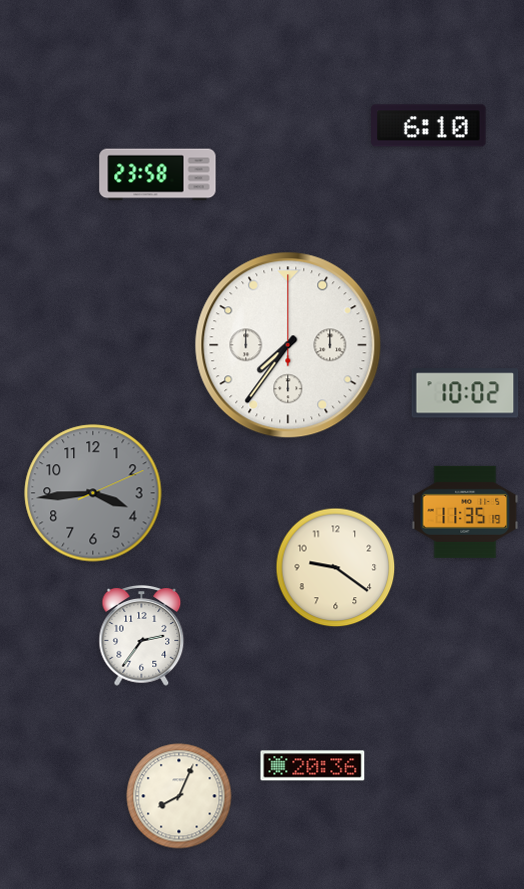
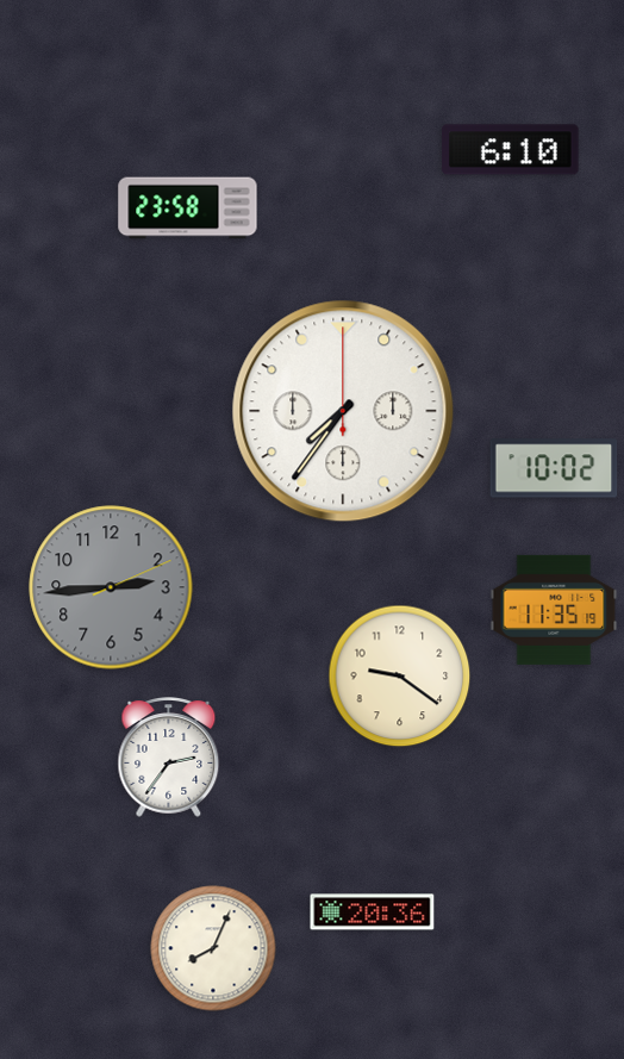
clock at (93, 493): 3:44 -> 2:44
